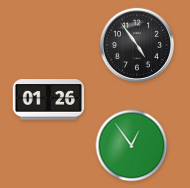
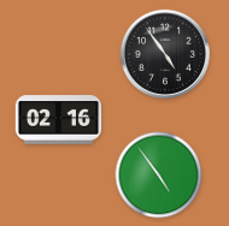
clock at (49, 100): 01:26 -> 02:16
clock at (132, 146): 12:54 -> 4:54
